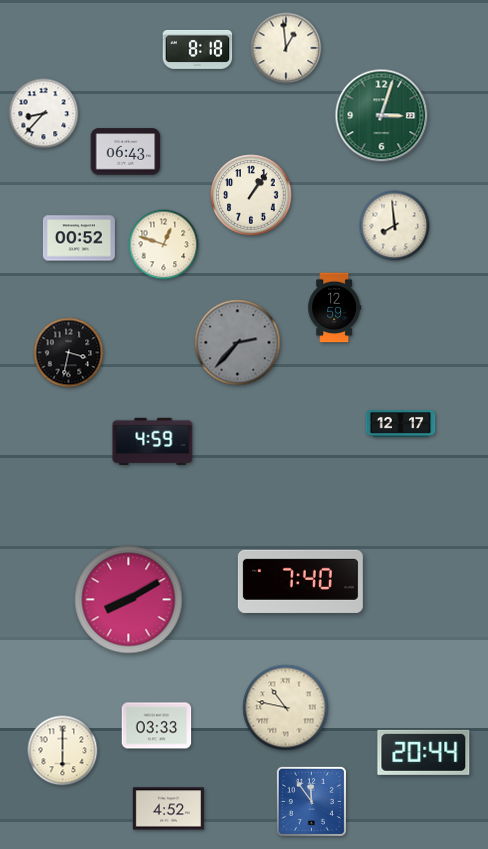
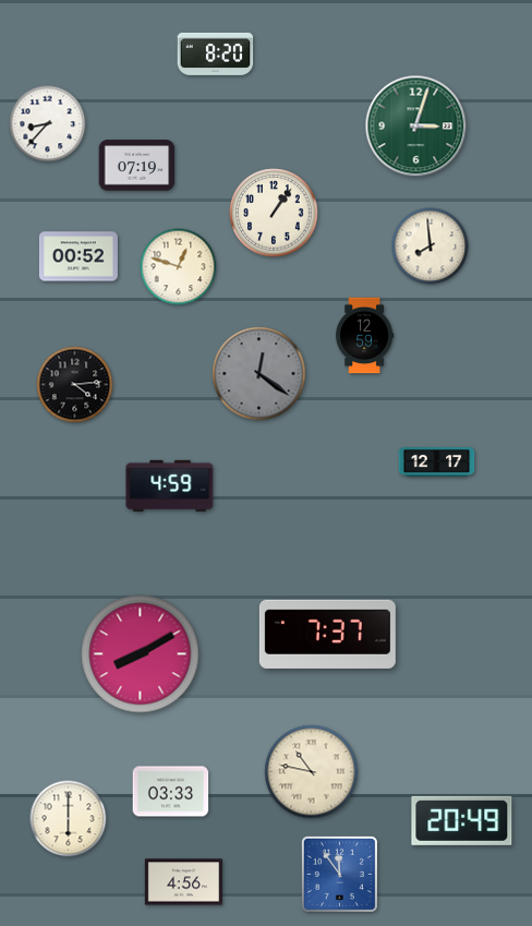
clock at (286, 48): 12:59 -> none
clock at (198, 49): 8:18 -> 8:20
clock at (126, 152): 06:43 -> 07:19
clock at (79, 238) position: (79, 238) -> (78, 256)
clock at (238, 343): 2:37 -> 12:21
clock at (69, 353): 3:32 -> 4:14
clock at (153, 441) position: (153, 441) -> (170, 485)
clock at (300, 581): 7:40 -> 7:37
clock at (424, 752): 20:44 -> 20:49
clock at (168, 809): 4:52 -> 4:56
